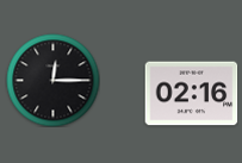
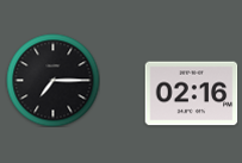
clock at (52, 80): 12:15 -> 7:15
